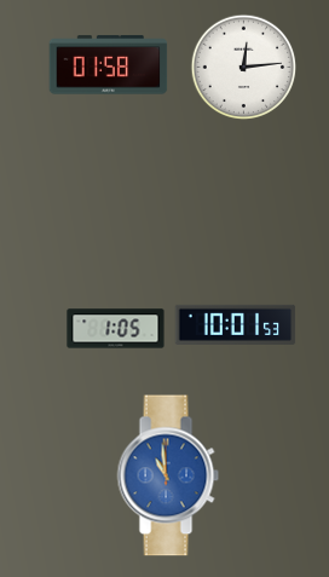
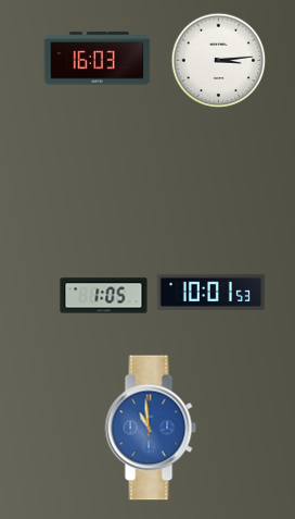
clock at (109, 65): 01:58 -> 16:03
clock at (243, 67): 12:14 -> 3:14
